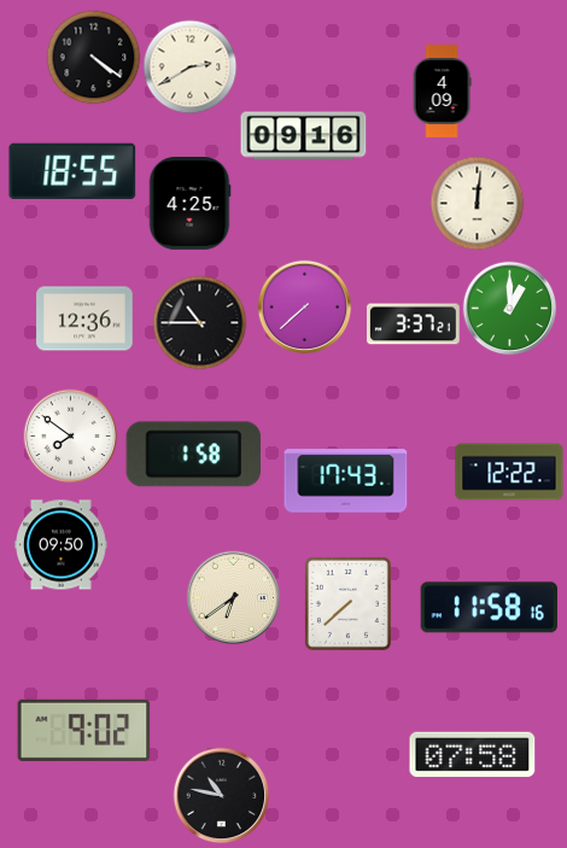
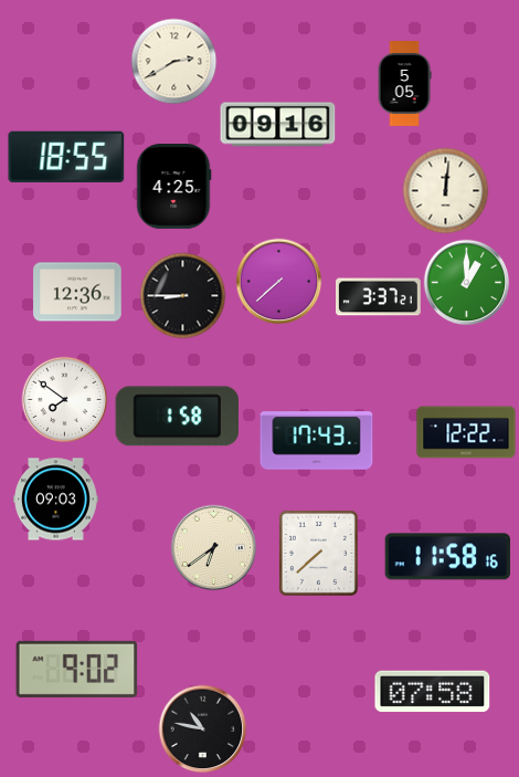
clock at (93, 57): 4:21 -> none
clock at (442, 92): 4:09 -> 5:05
clock at (477, 203) position: (477, 203) -> (445, 190)
clock at (199, 322): 10:45 -> 8:45
clock at (62, 545): 09:50 -> 09:03
